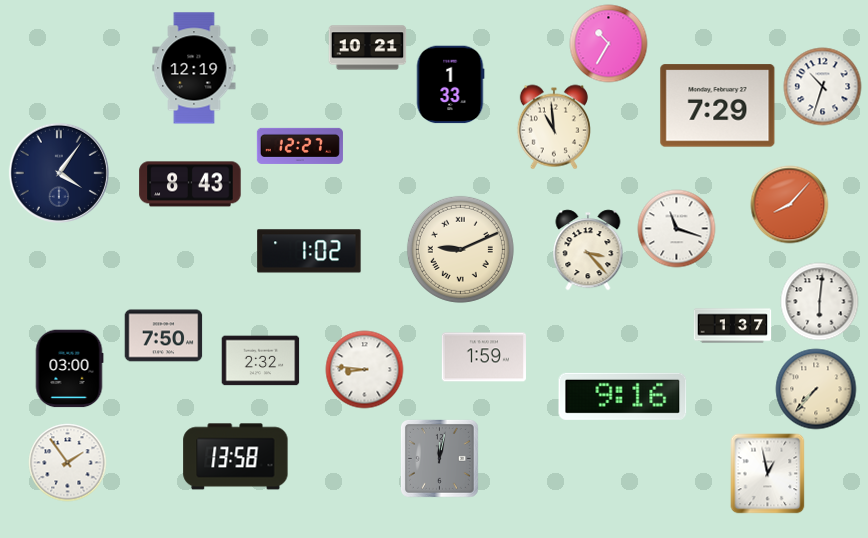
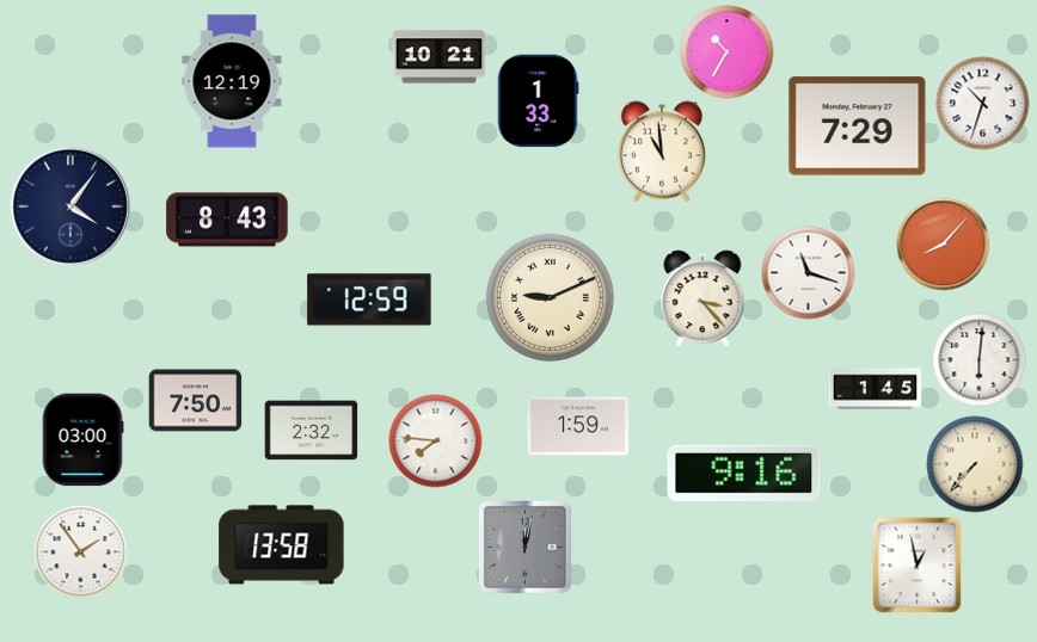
clock at (300, 146): 12:27 -> none
clock at (309, 251): 1:02 -> 12:59
clock at (732, 326): 1:37 -> 1:45
clock at (364, 369): 8:46 -> 7:46
